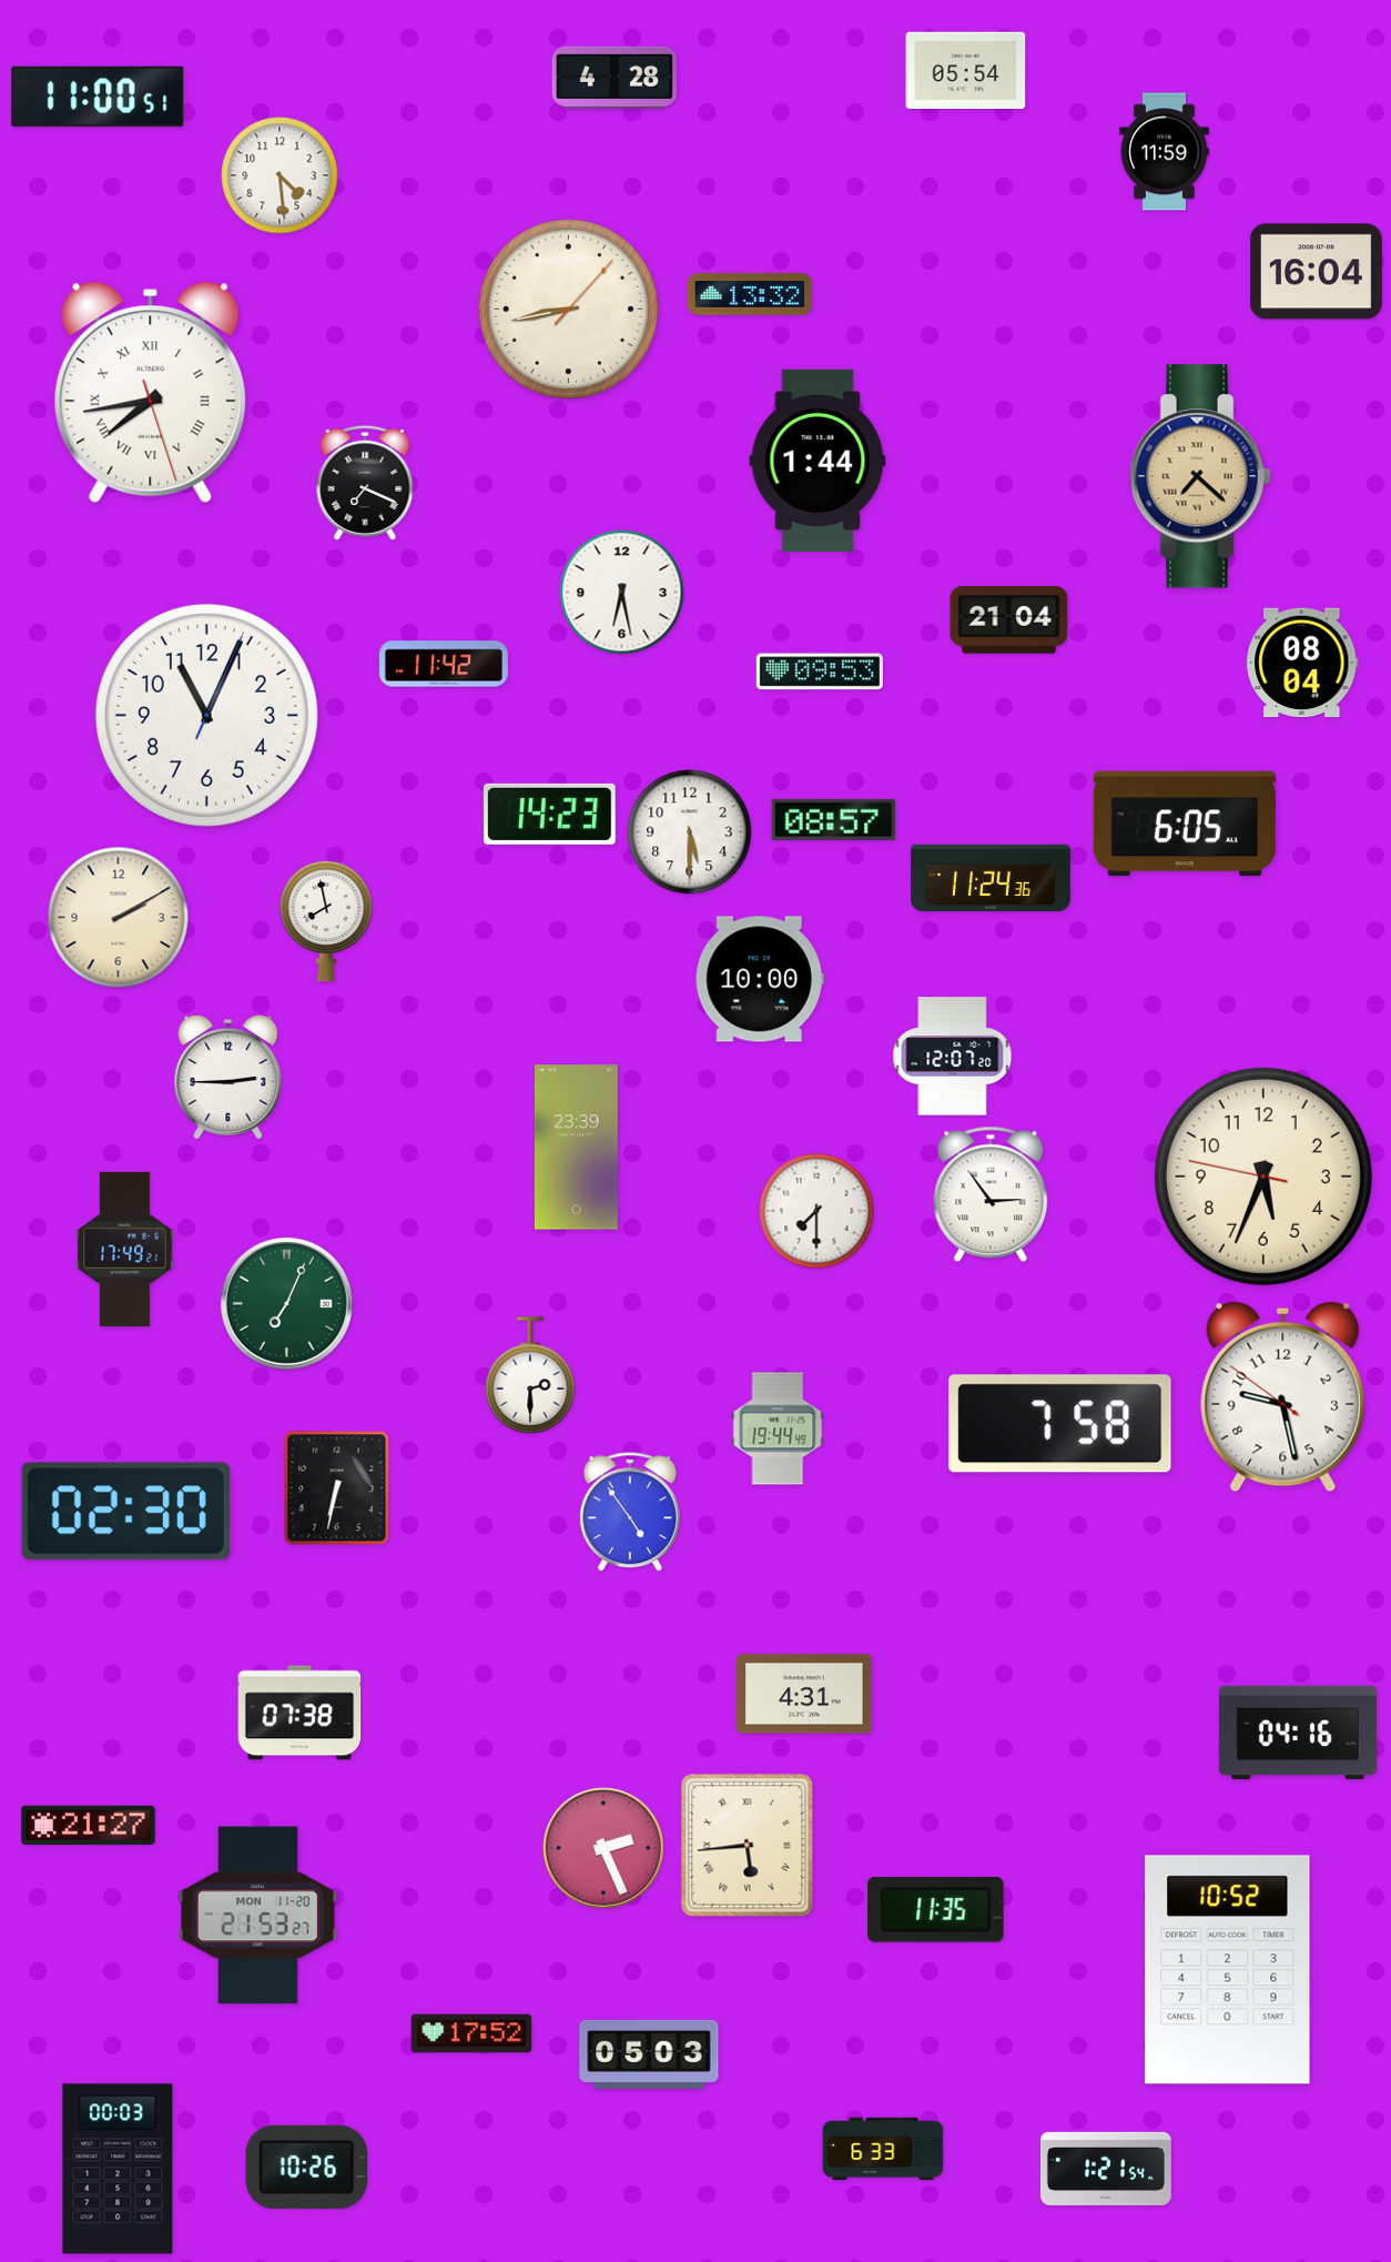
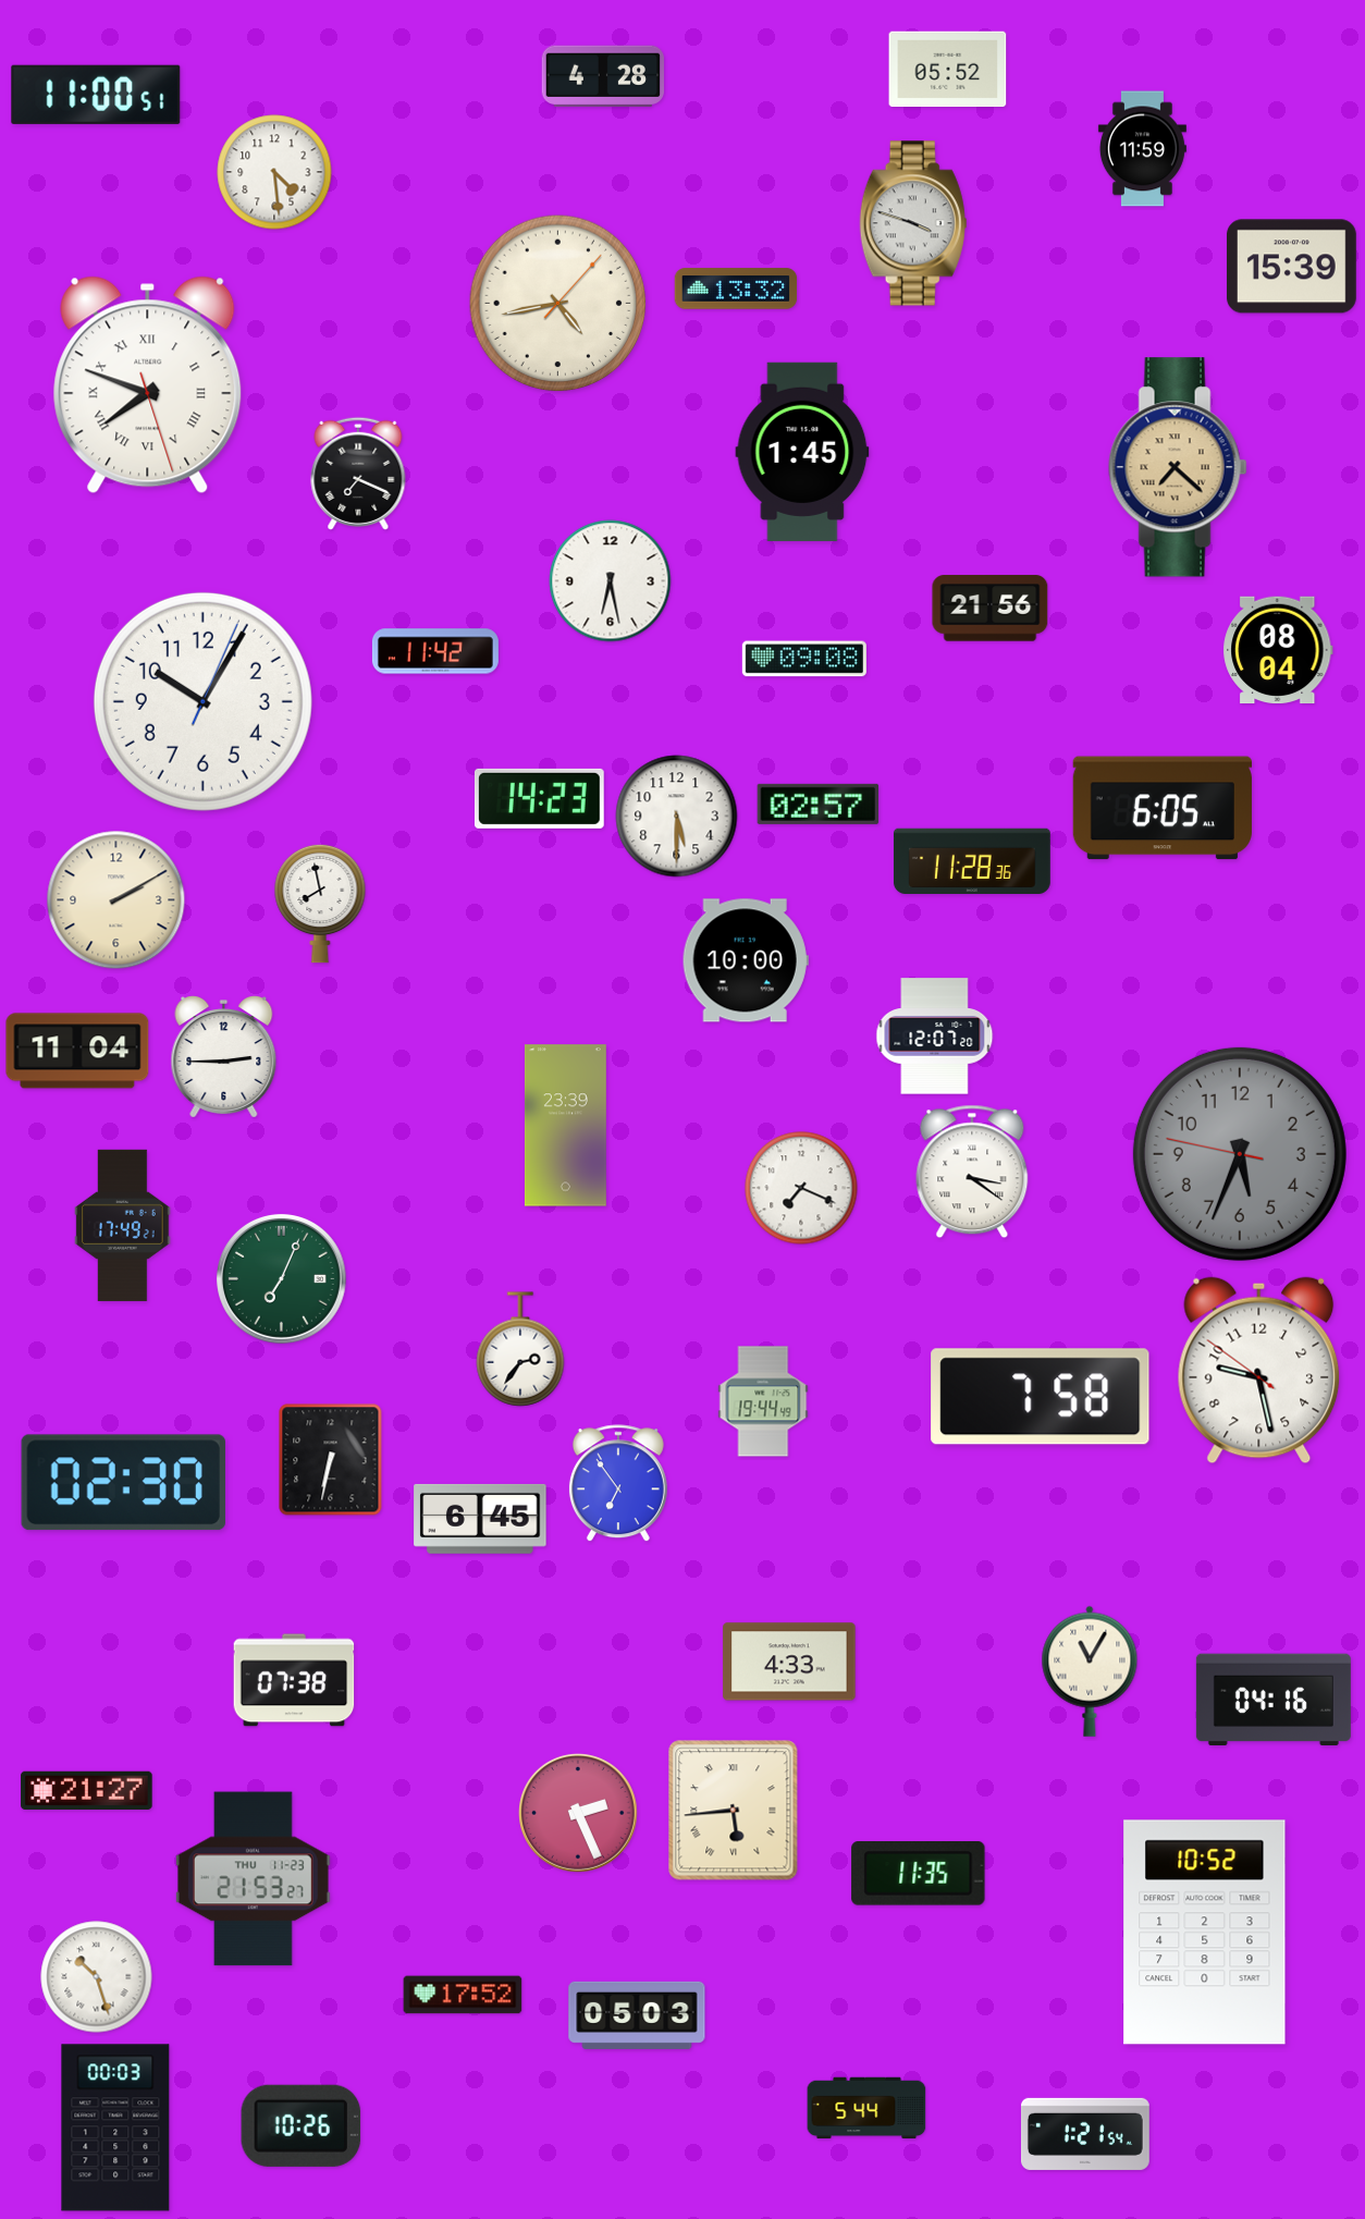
clock at (966, 71): 05:54 -> 05:52
clock at (913, 223): none -> 3:48
clock at (1317, 272): 16:04 -> 15:39
clock at (569, 310): 8:43 -> 4:43
clock at (151, 393): 7:43 -> 7:48
clock at (818, 461): 1:44 -> 1:45
clock at (1009, 620): 21:04 -> 21:56
clock at (820, 671): 09:53 -> 09:08
clock at (206, 715): 11:04 -> 10:05
clock at (834, 819): 08:57 -> 02:57
clock at (991, 877): 11:24 -> 11:28
clock at (77, 1051): none -> 11:04
clock at (1263, 1177) dial: cream -> grey
clock at (991, 1194): 2:54 -> 3:21
clock at (816, 1211): 7:30 -> 7:19
clock at (530, 1375): 2:30 -> 2:36
clock at (630, 1513): 4:54 -> 6:54
clock at (480, 1519): none -> 6:45
clock at (804, 1694): 4:31 -> 4:33
clock at (1090, 1671): none -> 11:05
clock at (605, 1849) position: (605, 1849) -> (579, 1814)
clock at (257, 1916) date: MON 11-20 -> THU 11-23
clock at (97, 1977): none -> 10:27
clock at (883, 2149): 6:33 -> 5:44
clock at (1106, 2169) position: (1106, 2169) -> (1085, 2134)
